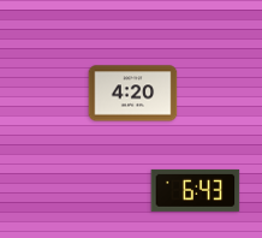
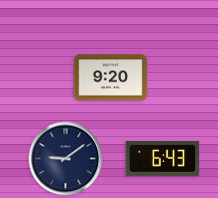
clock at (133, 94): 4:20 -> 9:20
clock at (66, 159): none -> 9:09
